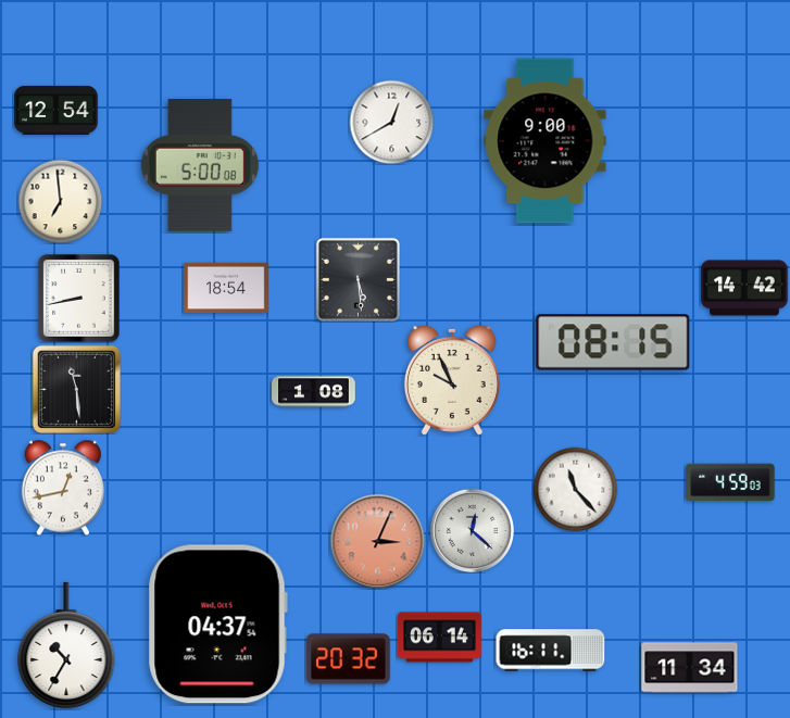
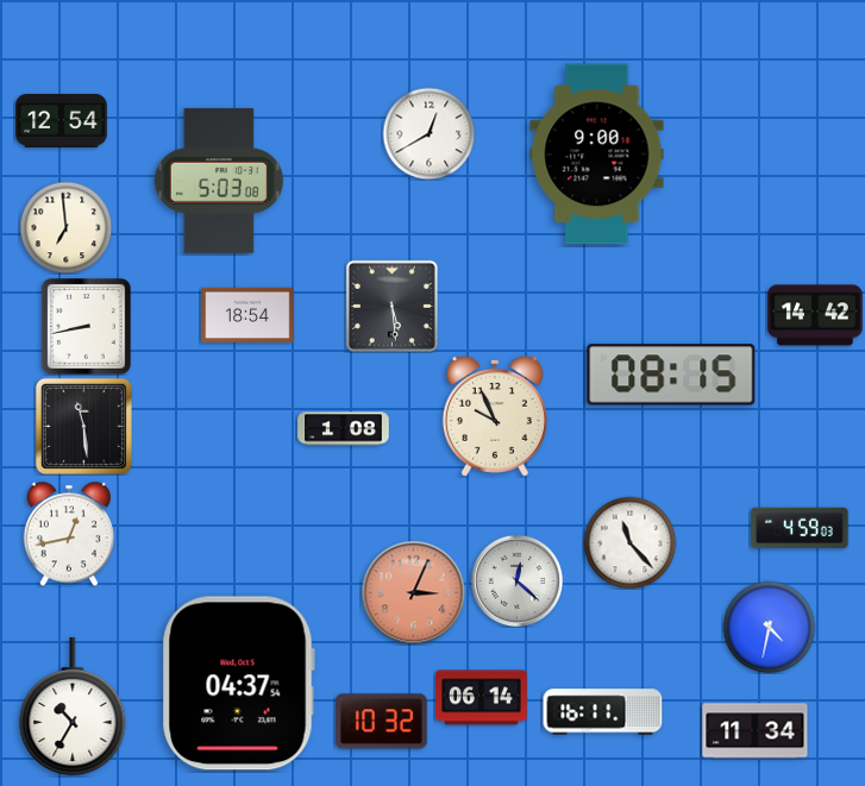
clock at (200, 165): 5:00 -> 5:03
clock at (60, 201) position: (60, 201) -> (65, 227)
clock at (575, 489) position: (575, 489) -> (629, 542)
clock at (769, 627): none -> 4:32
clock at (349, 659): 20:32 -> 10:32
